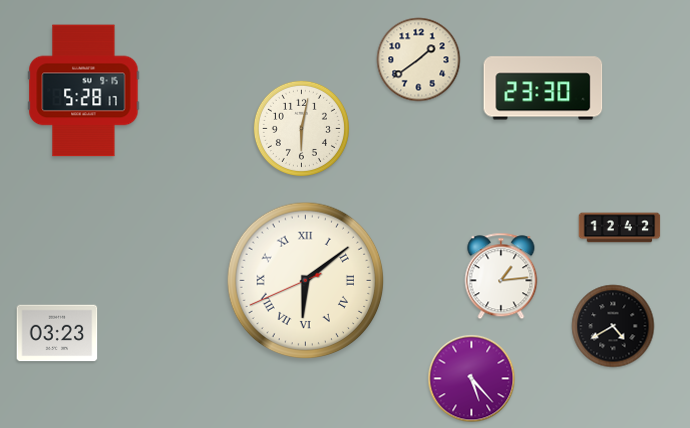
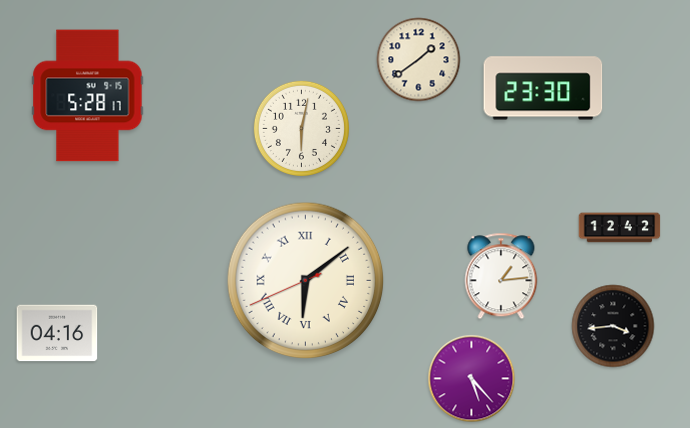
clock at (84, 91) position: (84, 91) -> (88, 96)
clock at (613, 326): 4:40 -> 3:44
clock at (57, 333): 03:23 -> 04:16
